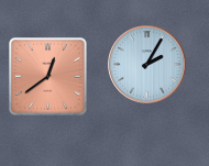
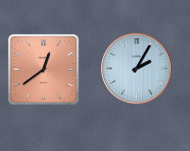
clock at (147, 65) position: (147, 65) -> (137, 69)
